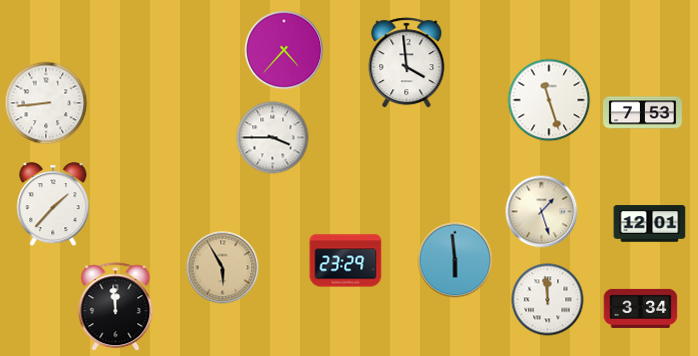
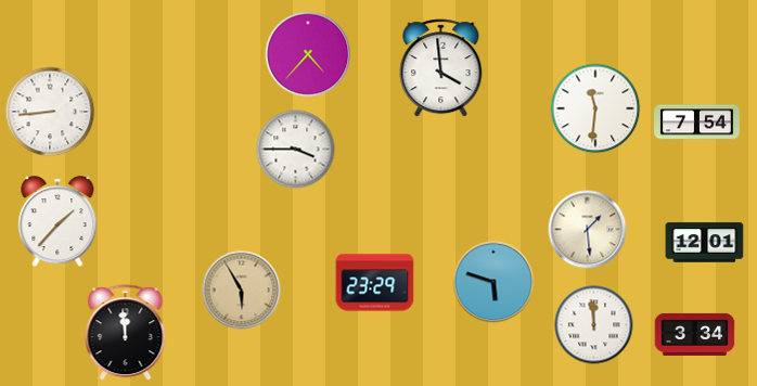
clock at (549, 100): 11:27 -> 11:31
clock at (643, 113): 7:53 -> 7:54
clock at (542, 212): 1:27 -> 1:29
clock at (455, 260): 5:59 -> 5:48
